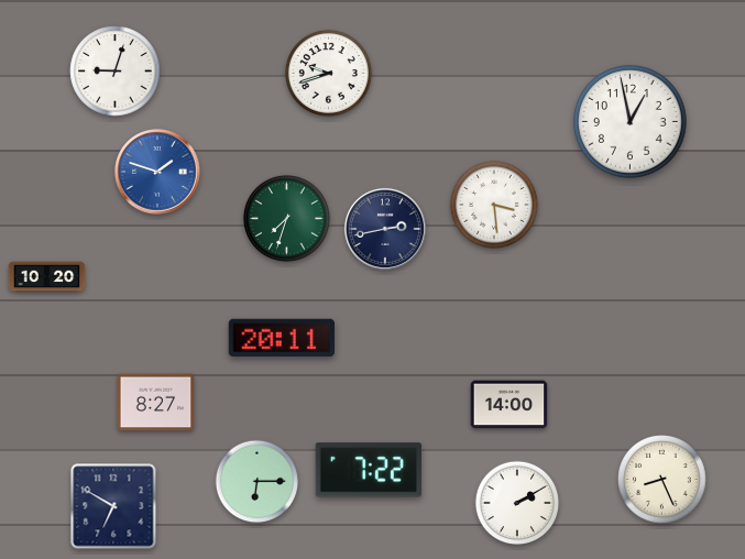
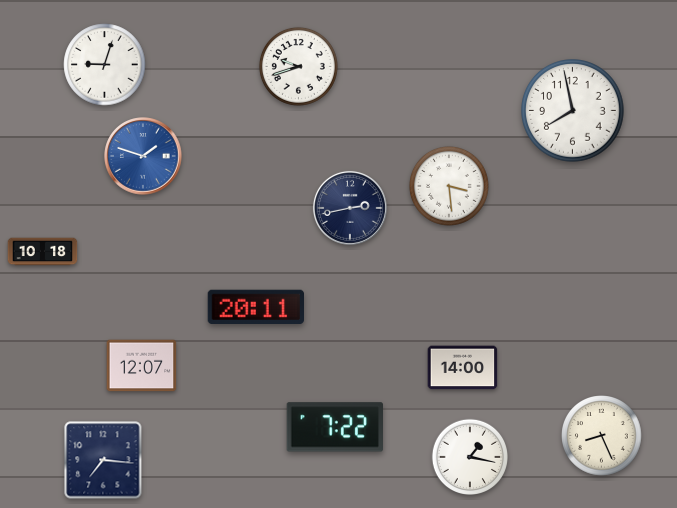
clock at (631, 122): 12:58 -> 7:58
clock at (286, 218): 7:33 -> none
clock at (47, 277): 10:20 -> 10:18
clock at (156, 403): 8:27 -> 12:07
clock at (258, 482): 6:15 -> none
clock at (516, 502): 2:10 -> 1:17
clock at (113, 506): 6:50 -> 7:16
